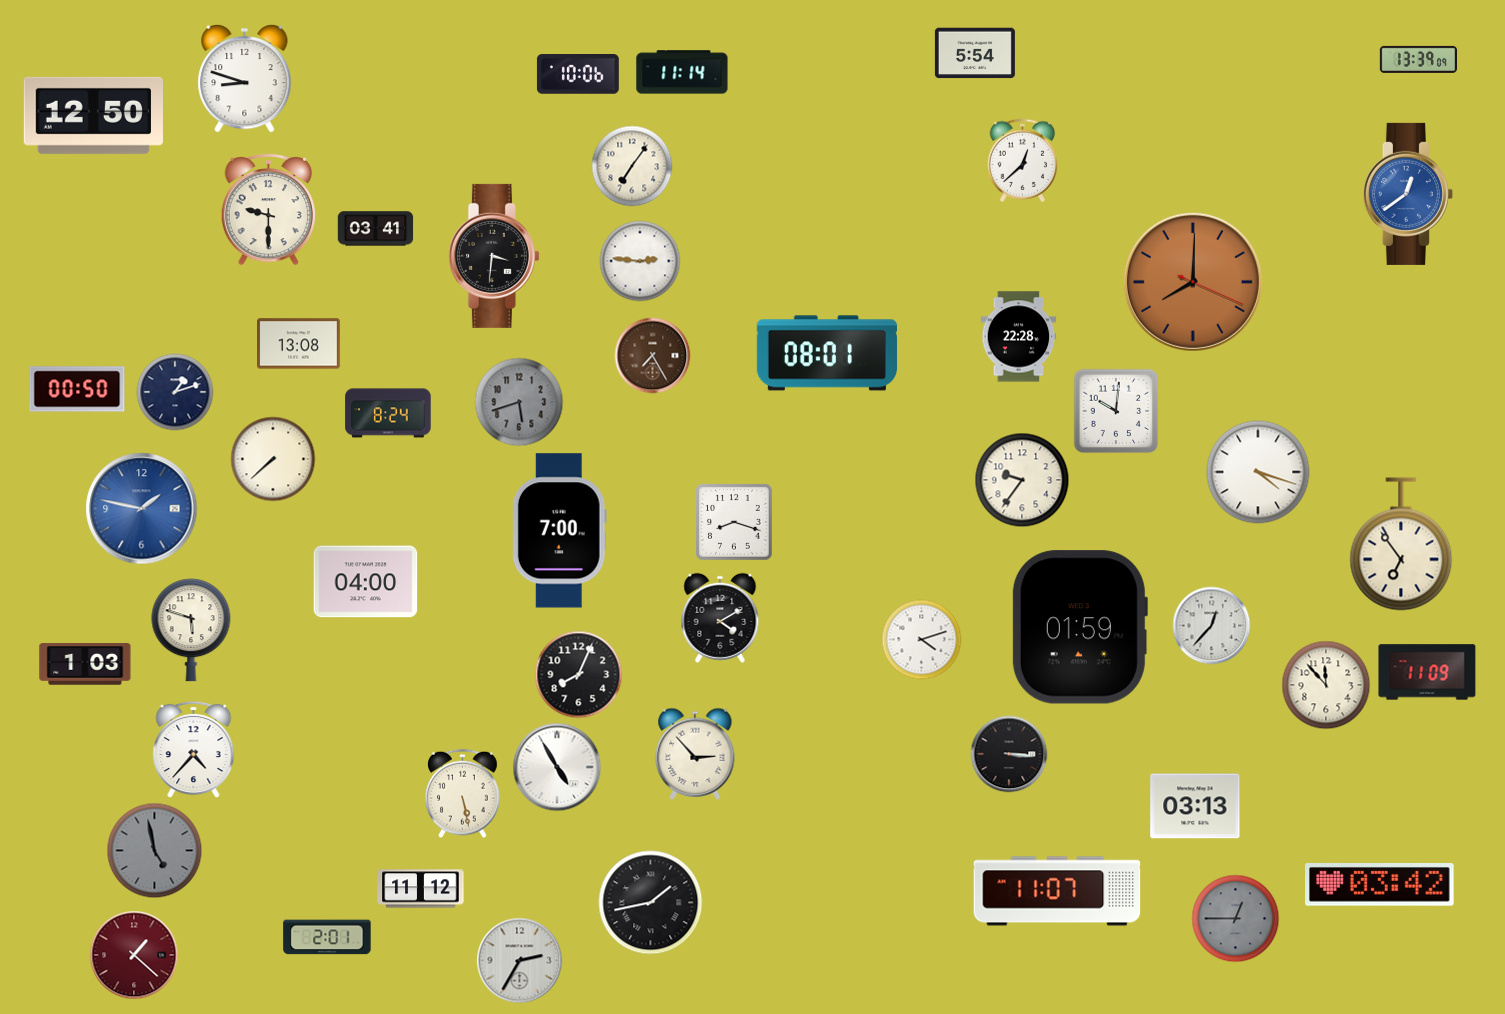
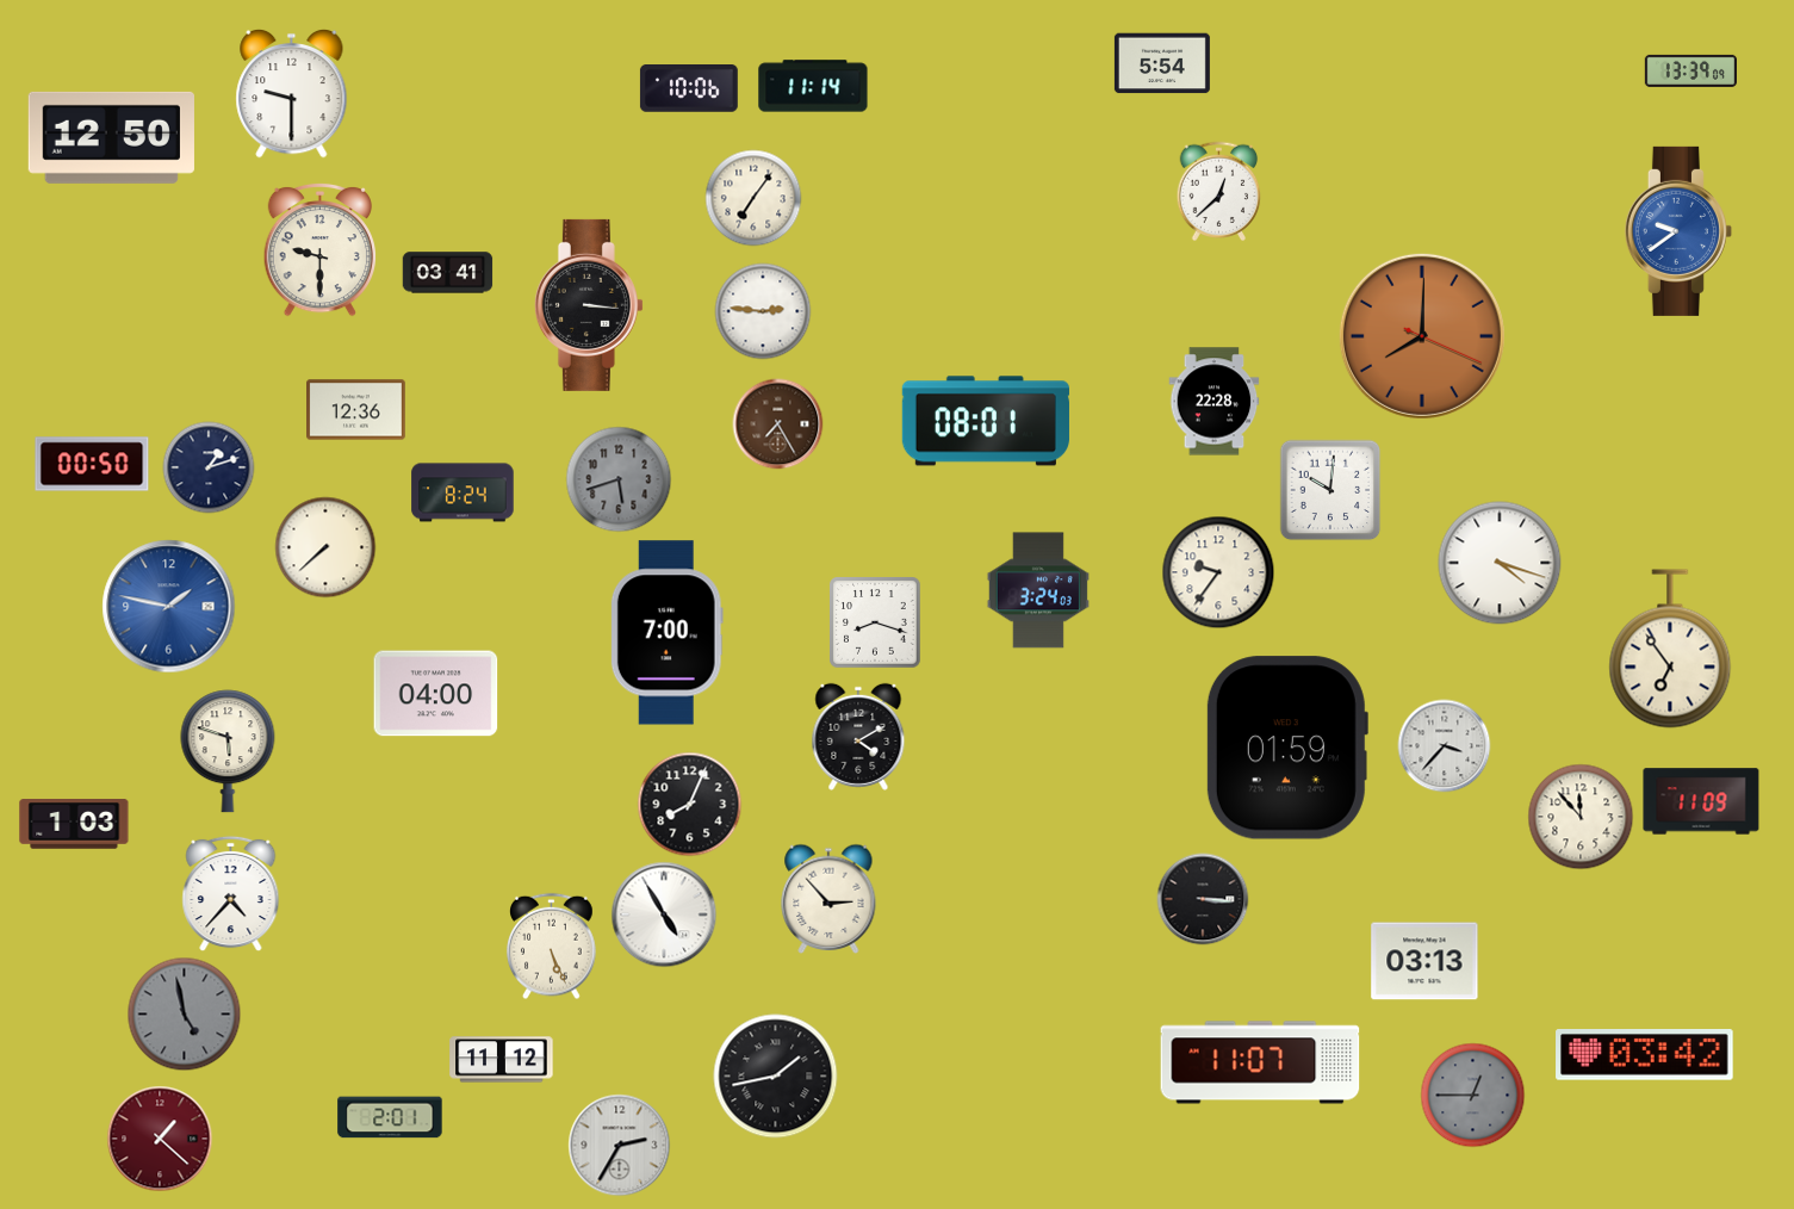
clock at (245, 78): 8:48 -> 9:30
clock at (1408, 194): 12:39 -> 9:39
clock at (494, 256): 3:31 -> 3:16
clock at (299, 344): 13:08 -> 12:36
clock at (1038, 590): none -> 3:24
clock at (1212, 626): 12:37 -> 3:37
clock at (922, 640): 4:12 -> none
clock at (85, 664) position: (85, 664) -> (74, 824)
clock at (463, 794): 5:28 -> 5:26
